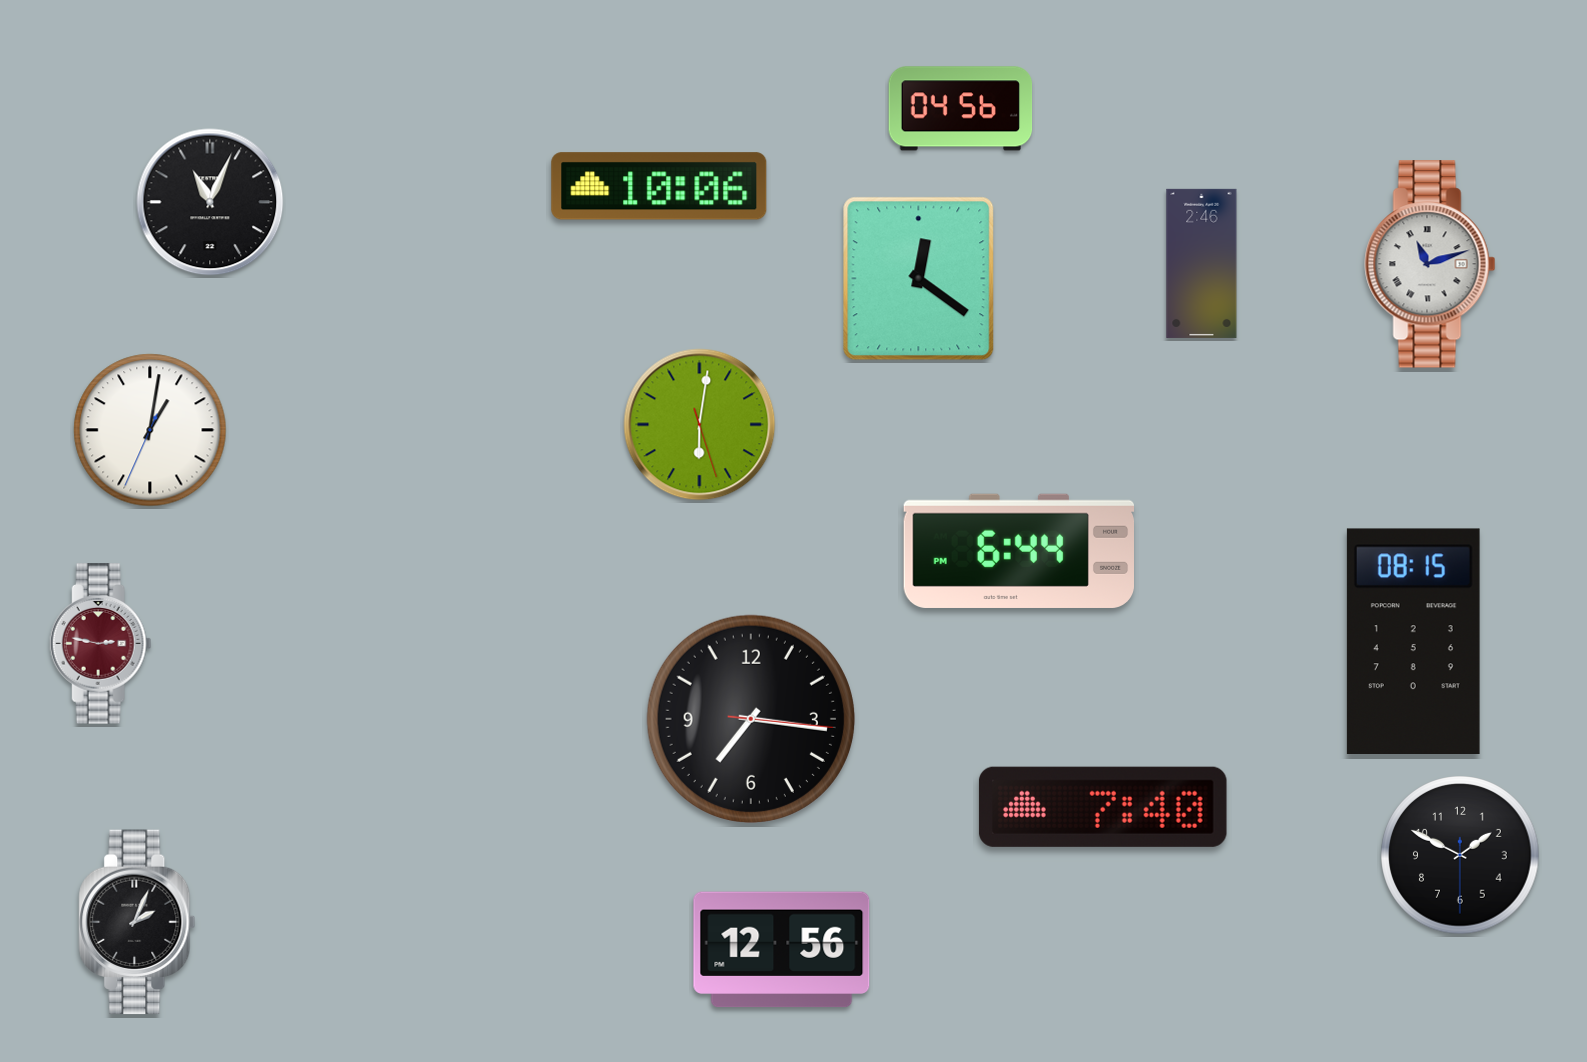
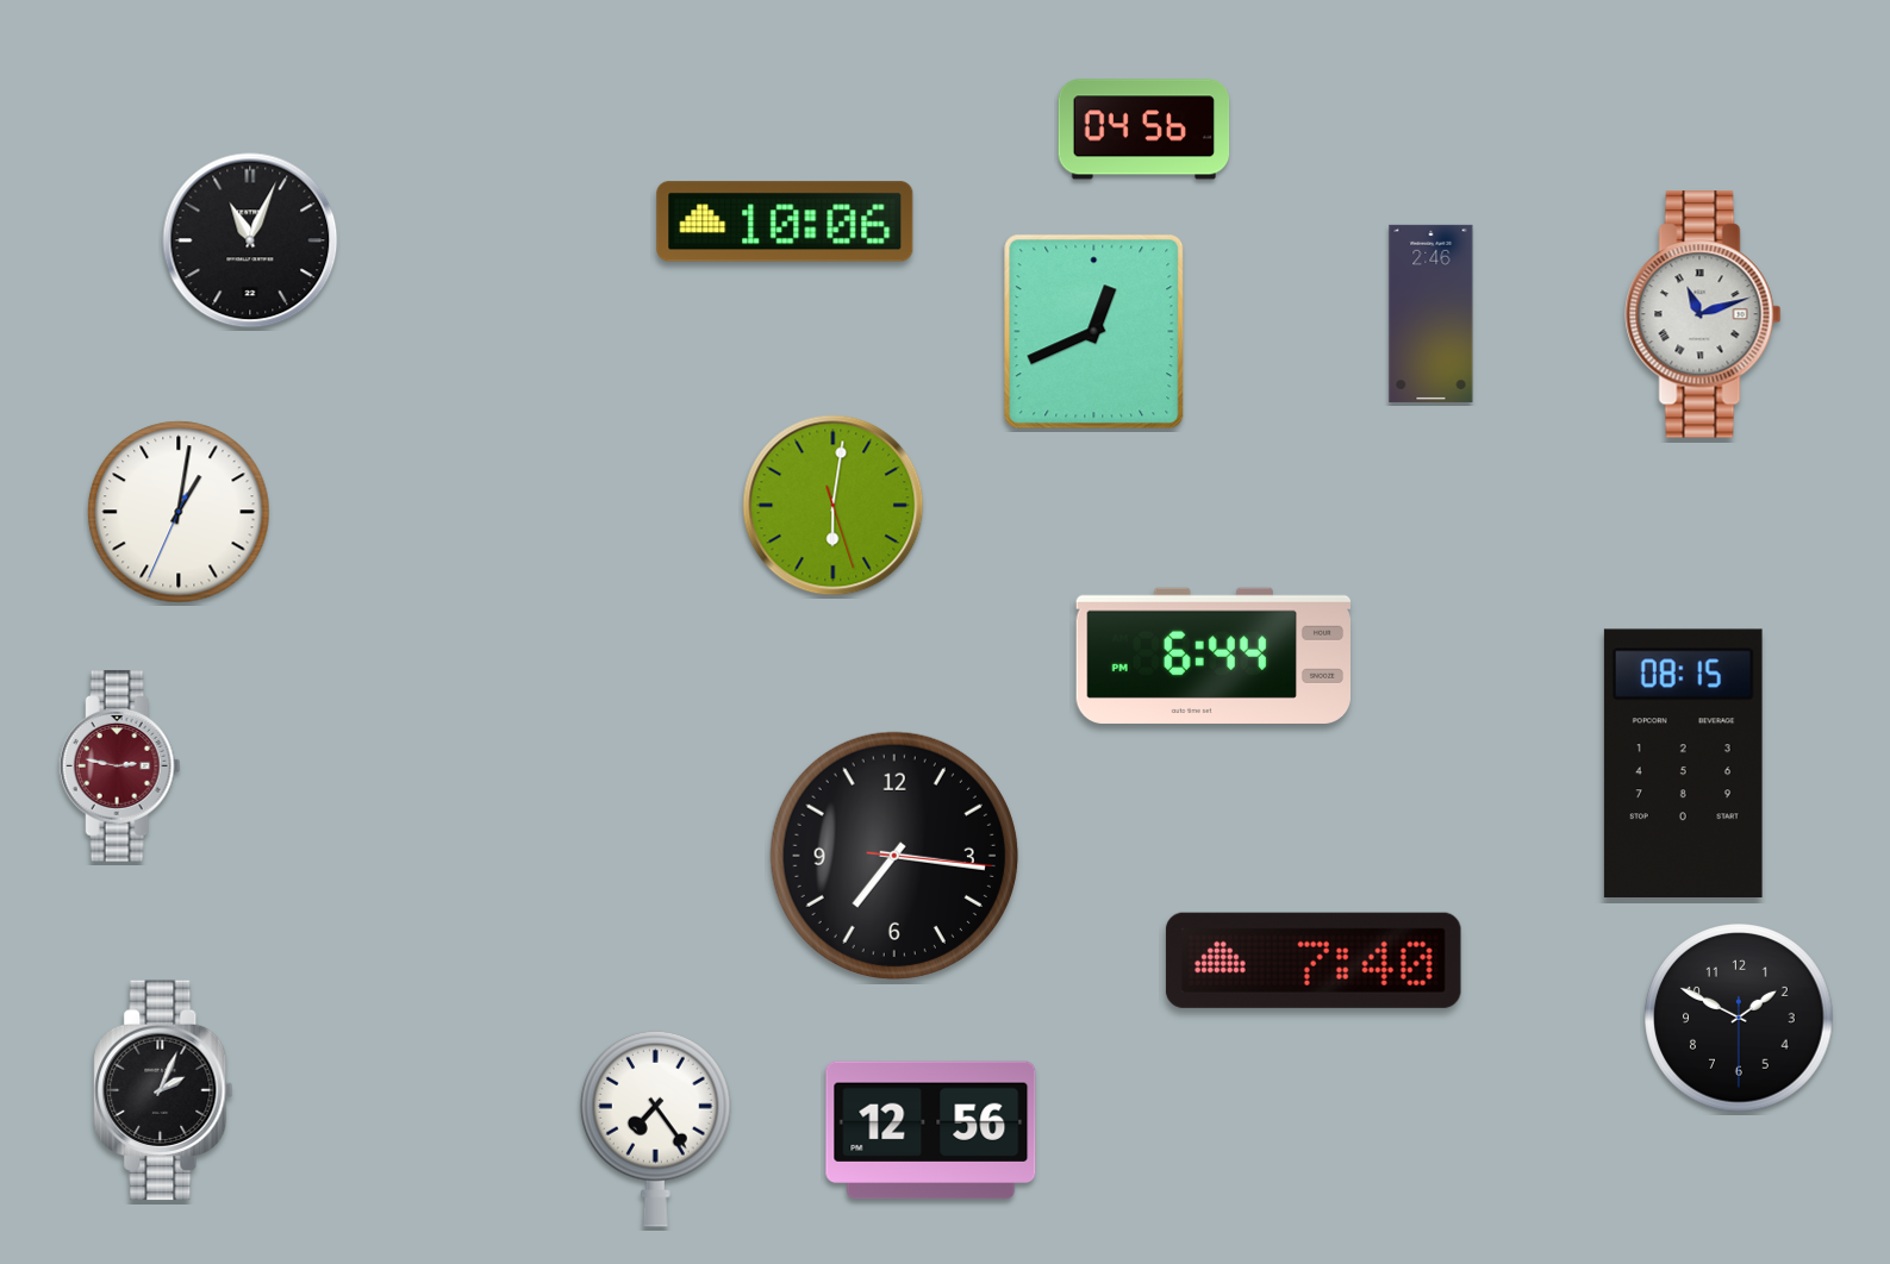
clock at (919, 279): 12:21 -> 12:41
clock at (137, 922) position: (137, 922) -> (163, 1090)
clock at (655, 1128): none -> 7:24
